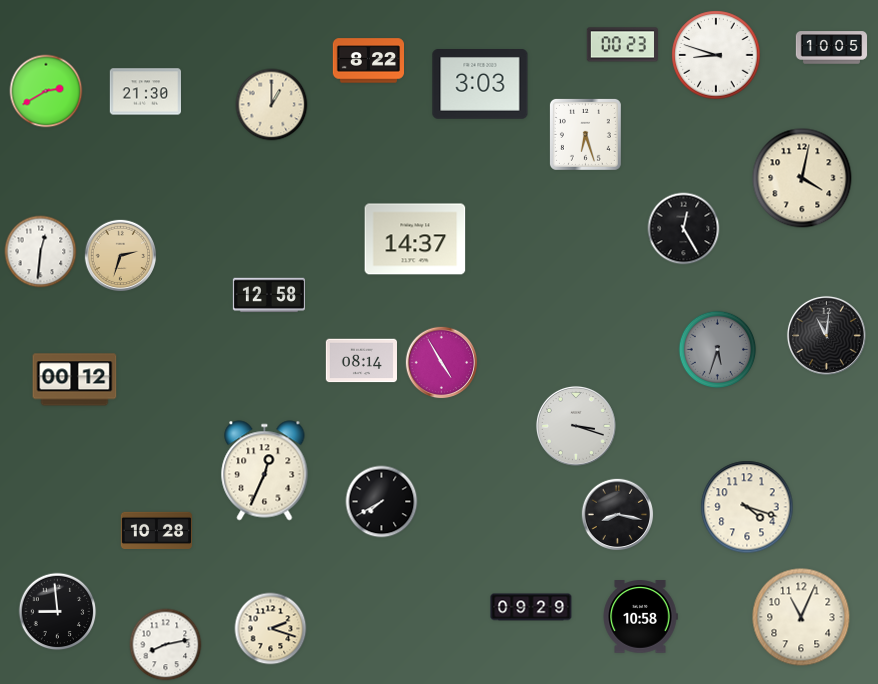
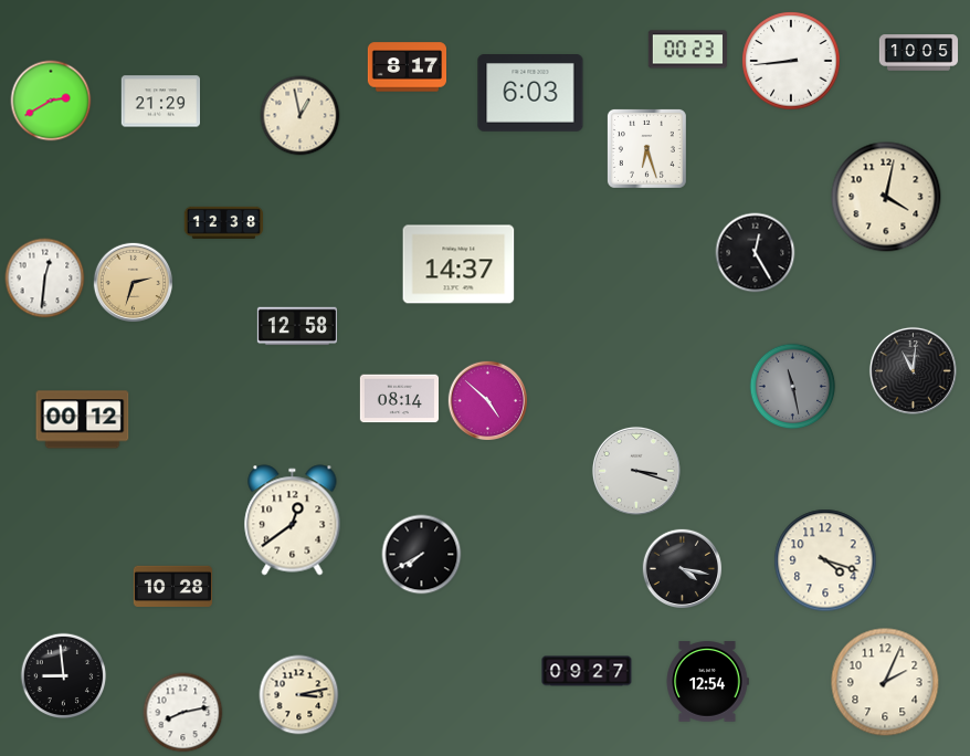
clock at (716, 55): 8:48 -> 8:44
clock at (368, 61): 8:22 -> 8:17
clock at (480, 85): 3:03 -> 6:03
clock at (145, 92): 21:30 -> 21:29
clock at (272, 105): 1:00 -> 12:58
clock at (224, 222): none -> 12:38
clock at (718, 350): 5:33 -> 11:28
clock at (442, 363): 4:55 -> 4:52
clock at (265, 471): 12:34 -> 12:39
clock at (618, 515): 8:17 -> 4:17
clock at (531, 607): 09:29 -> 09:27
clock at (640, 617): 10:58 -> 12:54
clock at (801, 617): 11:04 -> 2:04
clock at (271, 629): 2:18 -> 3:13
